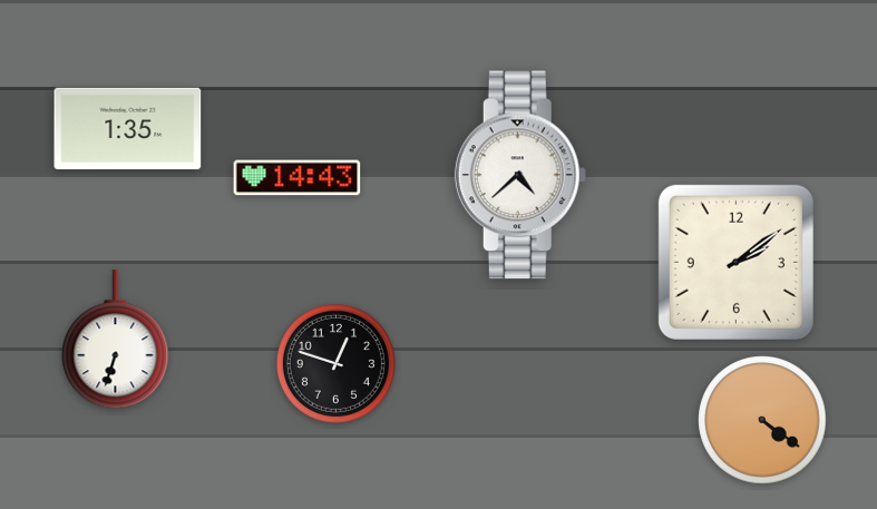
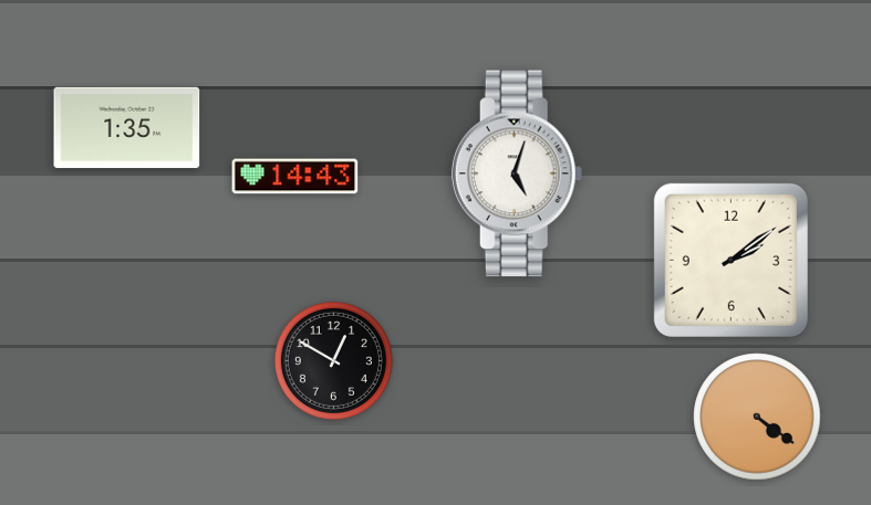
clock at (520, 175): 4:38 -> 5:03
clock at (116, 340): 6:33 -> none
clock at (335, 363): 12:48 -> 12:50
